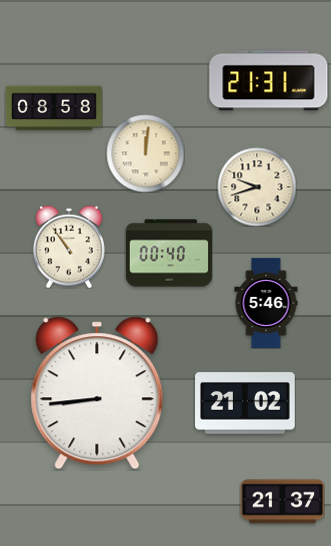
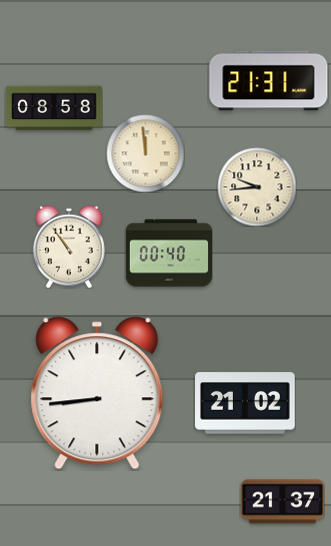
clock at (145, 153): 12:01 -> 11:59
clock at (257, 187): 9:42 -> 9:44
clock at (266, 303): 5:46 -> none
